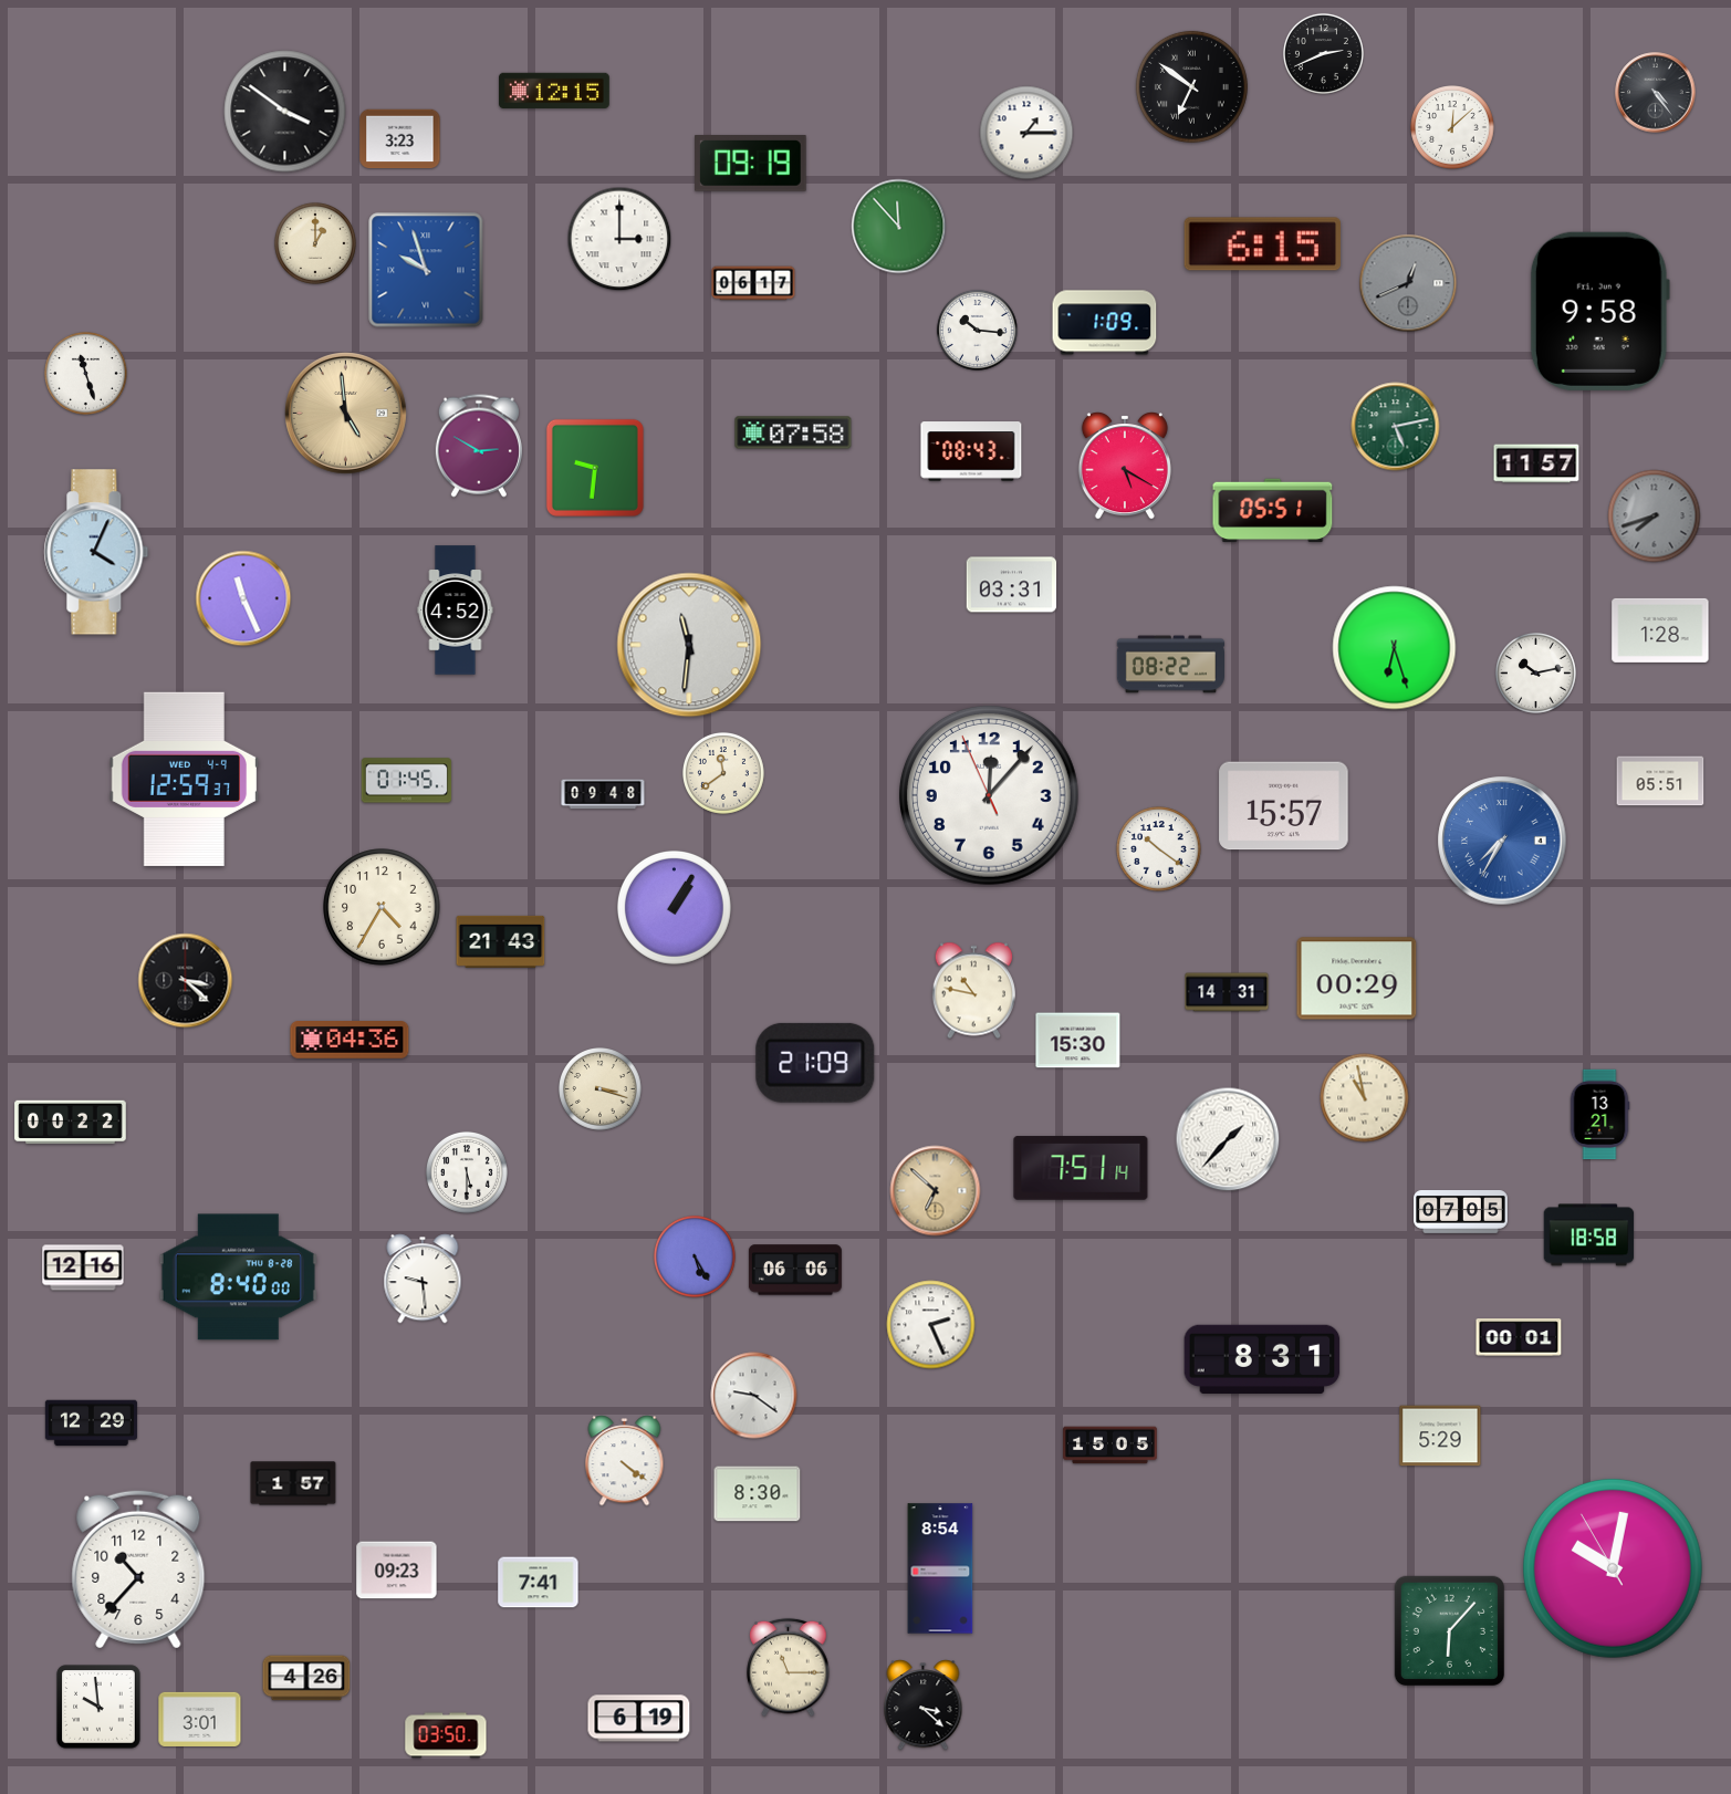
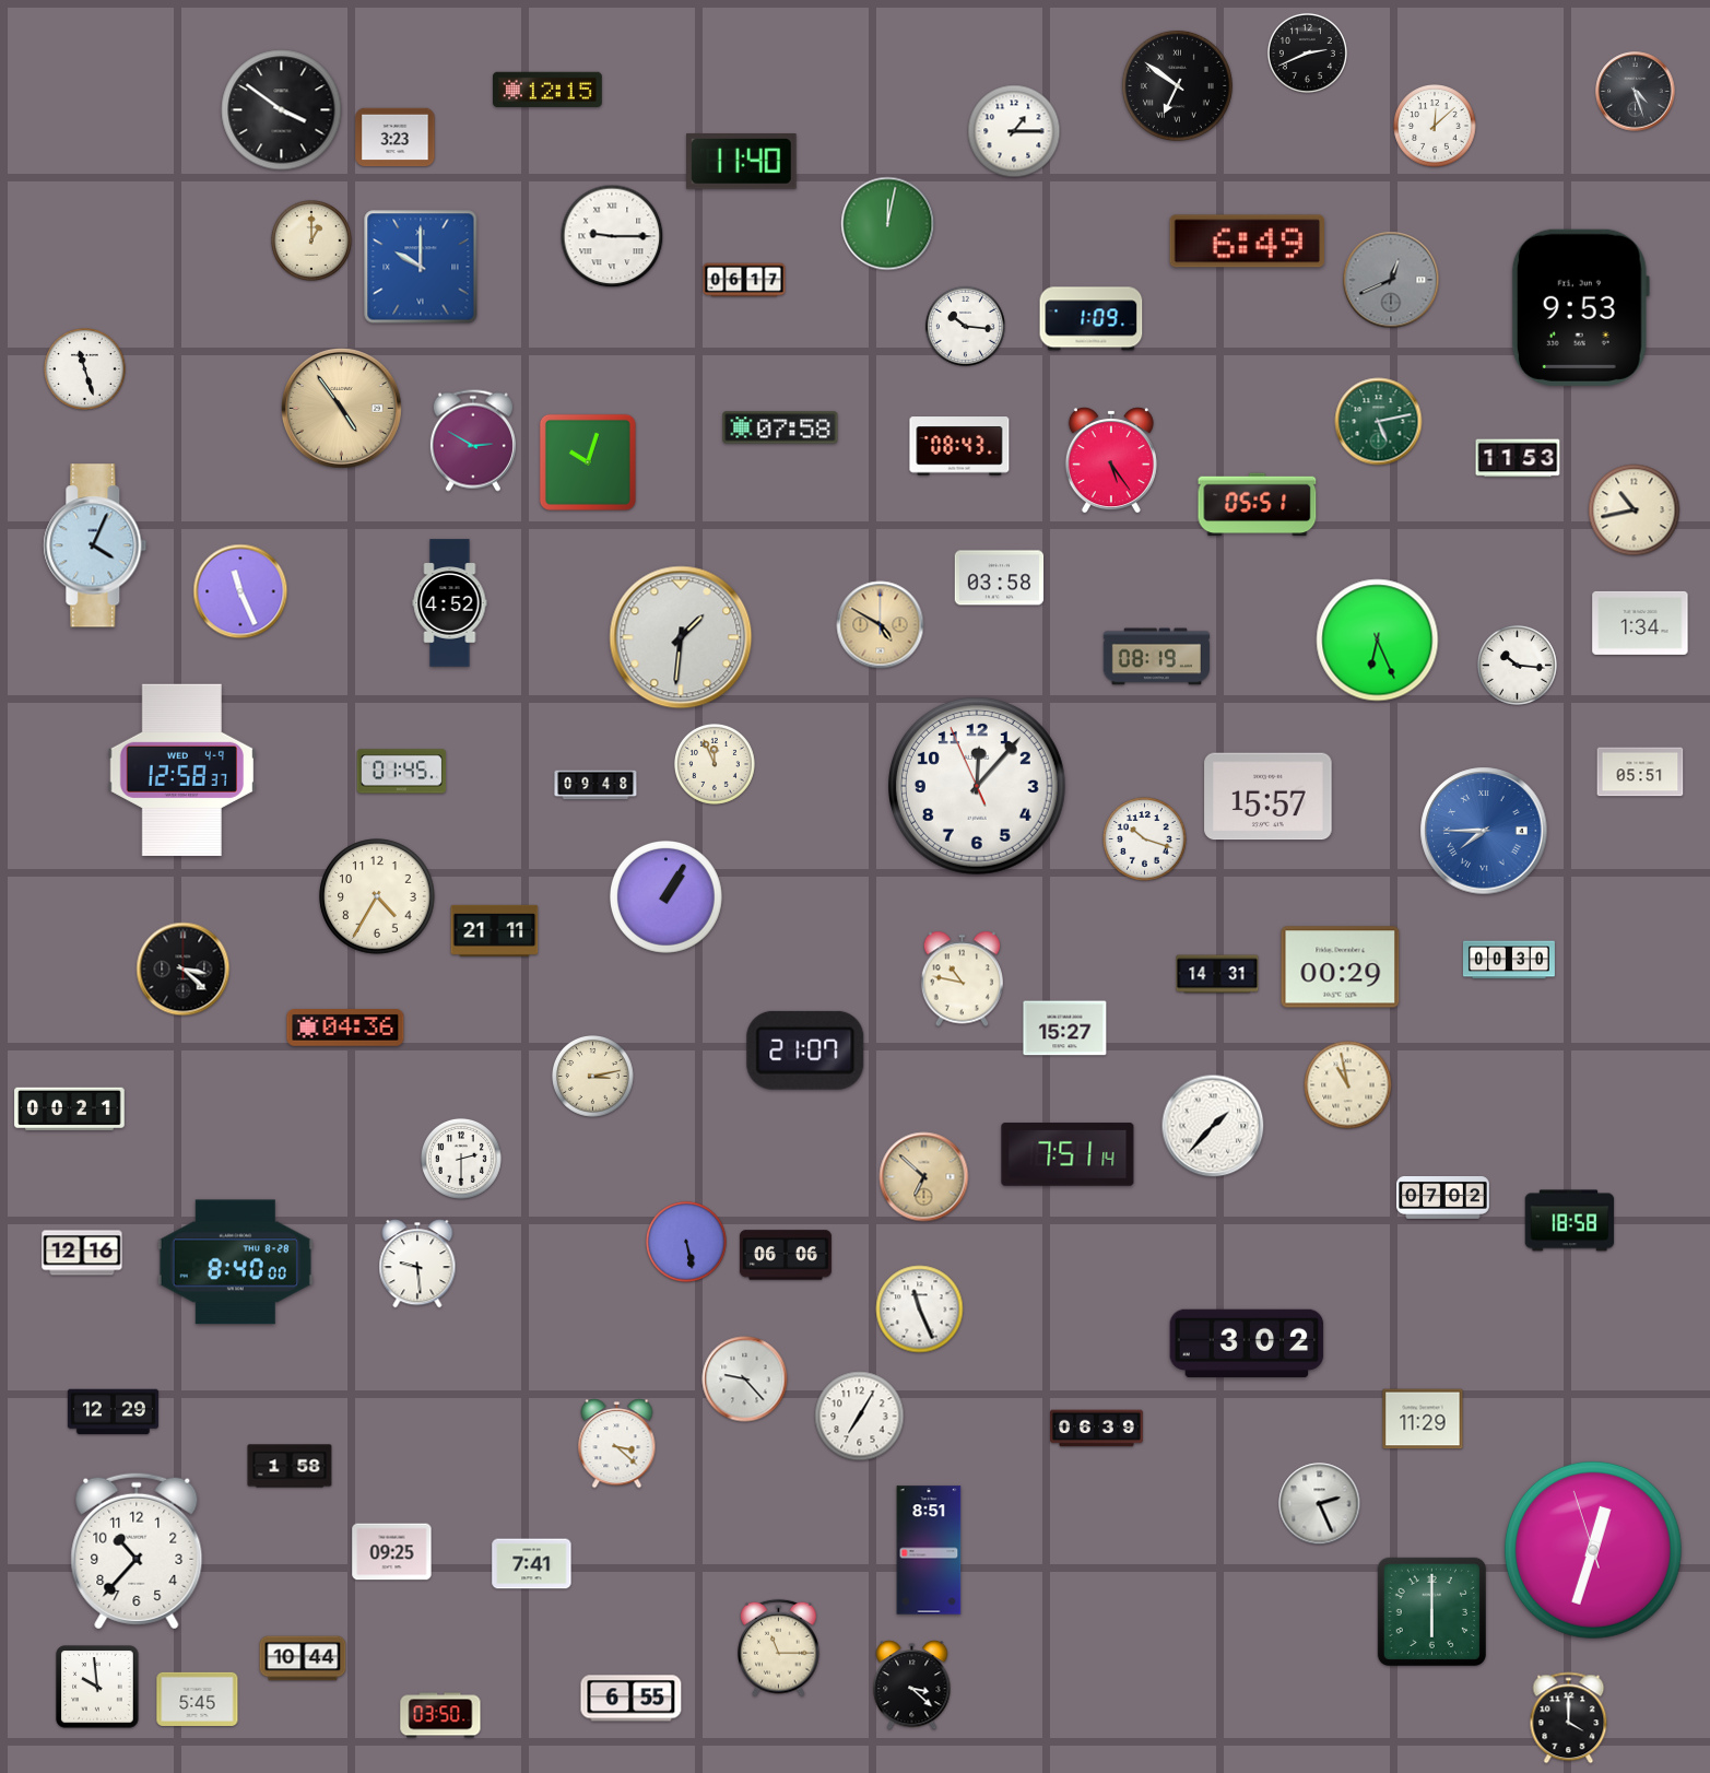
clock at (1656, 93): 4:24 -> 4:27
clock at (751, 164): 09:19 -> 11:40
clock at (899, 227): 11:53 -> 12:02
clock at (619, 239): 3:00 -> 9:15
clock at (1262, 244): 6:15 -> 6:49
clock at (426, 270): 9:57 -> 10:00
clock at (1599, 311): 9:58 -> 9:53
clock at (345, 413): 4:59 -> 4:54
clock at (793, 432) position: (793, 432) -> (780, 427)
clock at (1536, 463): 11:57 -> 11:53
clock at (1125, 466): 5:20 -> 5:24
clock at (595, 468): 9:31 -> 10:03
clock at (1655, 517): 7:42 -> 10:43
clock at (1655, 517) dial: grey -> cream
clock at (1012, 585): 03:31 -> 03:58
clock at (1660, 630): 1:28 -> 1:34
clock at (881, 625): none -> 4:50
clock at (689, 645): 11:31 -> 1:31
clock at (1395, 648): 6:27 -> 6:26
clock at (1170, 665): 08:22 -> 08:19
clock at (1535, 672): 10:13 -> 10:16
clock at (723, 773): 11:39 -> 11:56
clock at (184, 779): 12:59 -> 12:58
clock at (1502, 841): 7:35 -> 7:45
clock at (1159, 849): 10:21 -> 10:18
clock at (501, 941): 21:43 -> 21:11
clock at (1509, 960): none -> 00:30
clock at (1227, 992) position: (1227, 992) -> (1217, 974)
clock at (1078, 1041): 15:30 -> 15:27
clock at (815, 1063): 21:09 -> 21:07
clock at (601, 1089): 3:18 -> 3:13
clock at (1599, 1115): 13:21 -> none
clock at (71, 1123): 00:22 -> 00:21
clock at (467, 1172): 5:30 -> 2:30
clock at (1461, 1212): 07:05 -> 07:02
clock at (695, 1256): 5:25 -> 5:28
clock at (931, 1325): 2:26 -> 11:26
clock at (1519, 1337): 00:01 -> none
clock at (1262, 1358): 8:31 -> 3:02
clock at (754, 1396): 9:21 -> 9:23
clock at (91, 1423) position: (91, 1423) -> (113, 1412)
clock at (860, 1417): none -> 7:05
clock at (1440, 1436): 5:29 -> 11:29
clock at (1110, 1446): 15:05 -> 06:39
clock at (625, 1461): 4:21 -> 3:22
clock at (293, 1483): 1:57 -> 1:58
clock at (758, 1494): 8:30 -> none
clock at (1320, 1504): none -> 2:26
clock at (940, 1568): 8:54 -> 8:51
clock at (1613, 1568): 10:01 -> 12:32
clock at (397, 1571): 09:23 -> 09:25
clock at (1449, 1630): 6:07 -> 6:00
clock at (306, 1678): 4:26 -> 10:44
clock at (200, 1719): 3:01 -> 5:45
clock at (639, 1719): 6:19 -> 6:55
clock at (1569, 1718): none -> 4:00
